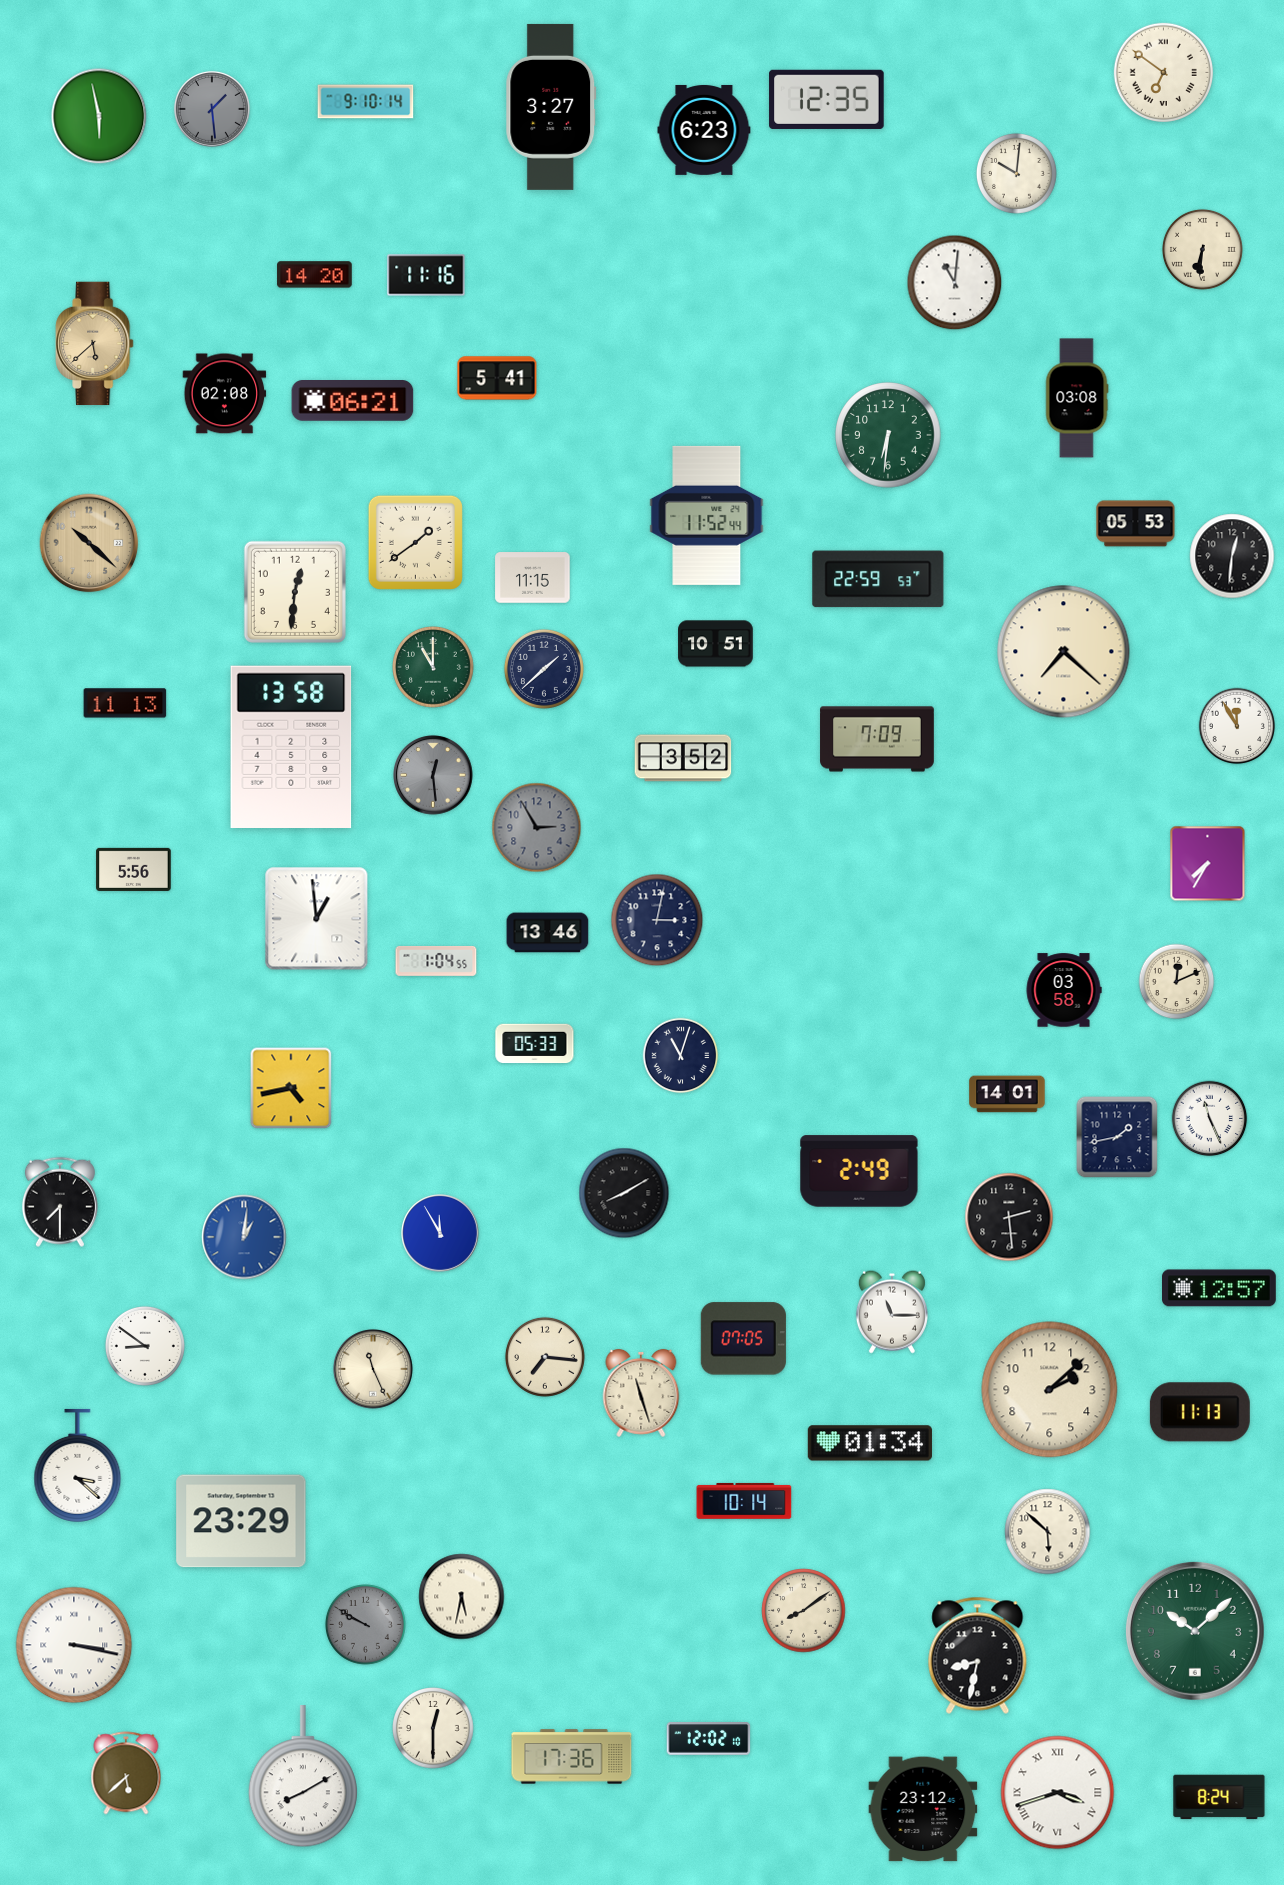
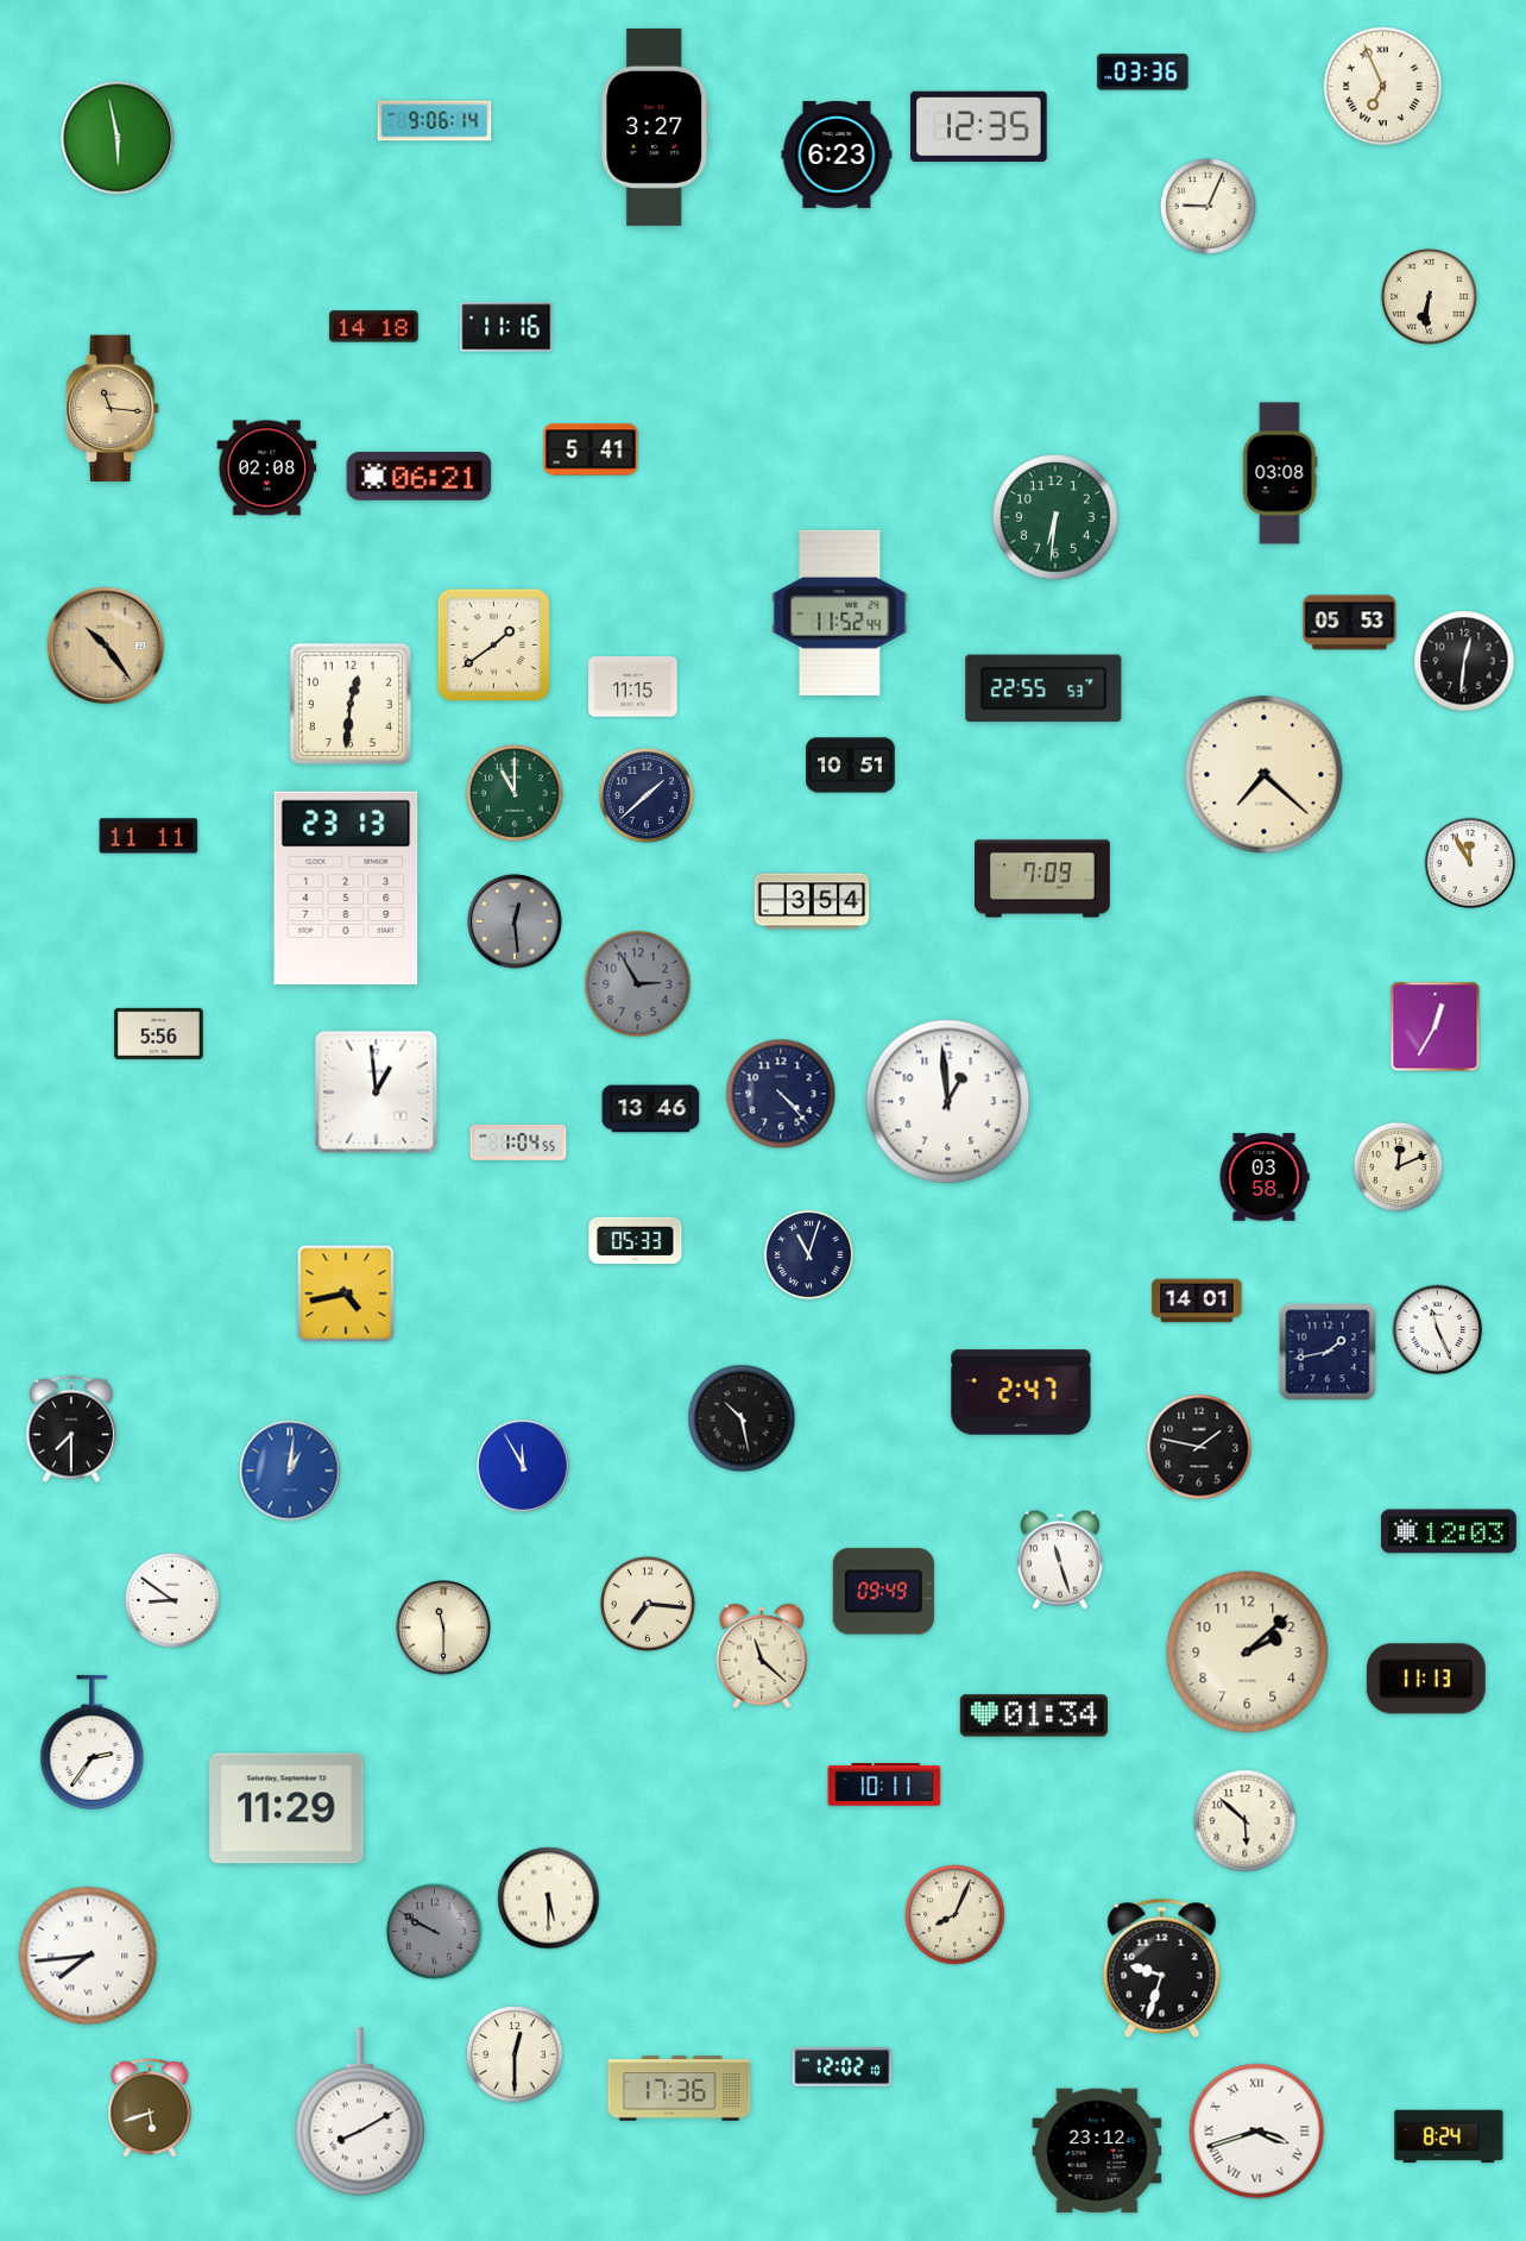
clock at (1143, 73): none -> 03:36
clock at (1163, 72): 6:51 -> 6:56
clock at (827, 99) position: (827, 99) -> (979, 126)
clock at (366, 102): 9:10 -> 9:06
clock at (212, 109): 1:29 -> none
clock at (1016, 173): 10:01 -> 9:04
clock at (315, 275): 14:20 -> 14:18
clock at (955, 283): 11:01 -> none
clock at (95, 344): 5:38 -> 11:16
clock at (89, 543): 10:22 -> 10:24
clock at (878, 579): 22:59 -> 22:55
clock at (125, 703): 11:13 -> 11:11
clock at (291, 747): 13:58 -> 23:13
clock at (683, 758): 3:52 -> 3:54
clock at (1208, 864): 7:35 -> 12:35
clock at (657, 920): 3:02 -> 4:23
clock at (948, 1102): none -> 12:59
clock at (859, 1171): 2:49 -> 2:47
clock at (624, 1193): 8:10 -> 10:28
clock at (1009, 1217): 2:29 -> 1:47
clock at (1220, 1288): 12:57 -> 12:03
clock at (892, 1312): 11:15 -> 11:27
clock at (743, 1339): 07:05 -> 09:49
clock at (545, 1357) position: (545, 1357) -> (648, 1604)
clock at (373, 1369): 11:26 -> 11:30
clock at (641, 1393): 11:27 -> 11:22
clock at (78, 1465): 3:22 -> 2:36
clock at (744, 1501): 10:14 -> 10:11
clock at (241, 1521): 23:29 -> 11:29
clock at (462, 1597): 5:32 -> 5:30
clock at (804, 1611): 8:09 -> 8:04
clock at (1195, 1631): 10:08 -> none
clock at (74, 1645): 3:17 -> 7:44
clock at (978, 1655): 8:32 -> 9:33
clock at (126, 1773): 5:38 -> 5:42
